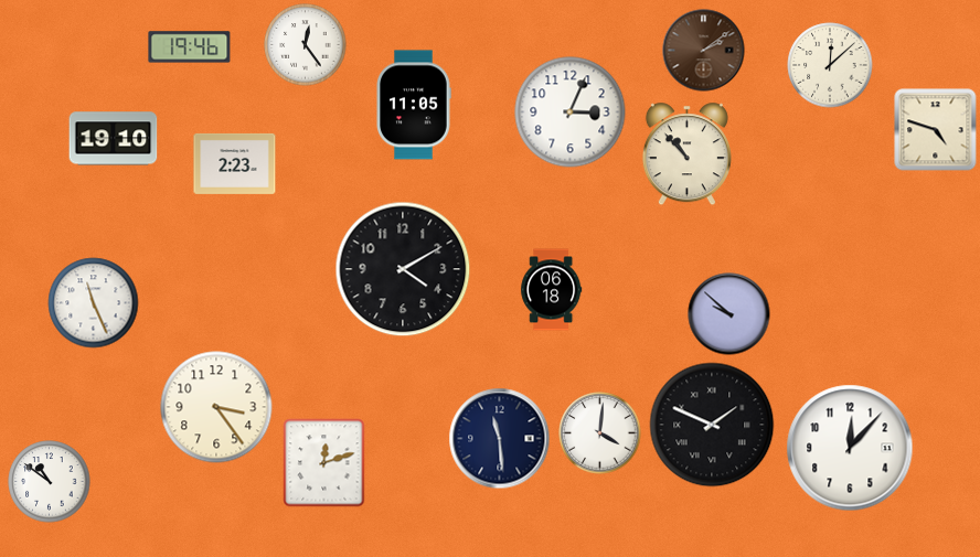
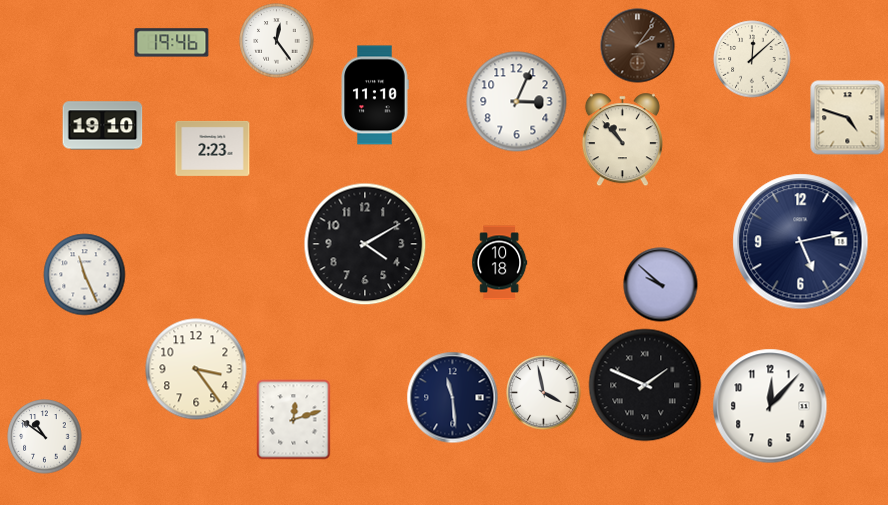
clock at (704, 51): 2:09 -> 2:06
clock at (414, 105): 11:05 -> 11:10
clock at (801, 242): none -> 5:13
clock at (552, 290): 06:18 -> 10:18
clock at (600, 433): 4:01 -> 3:58
